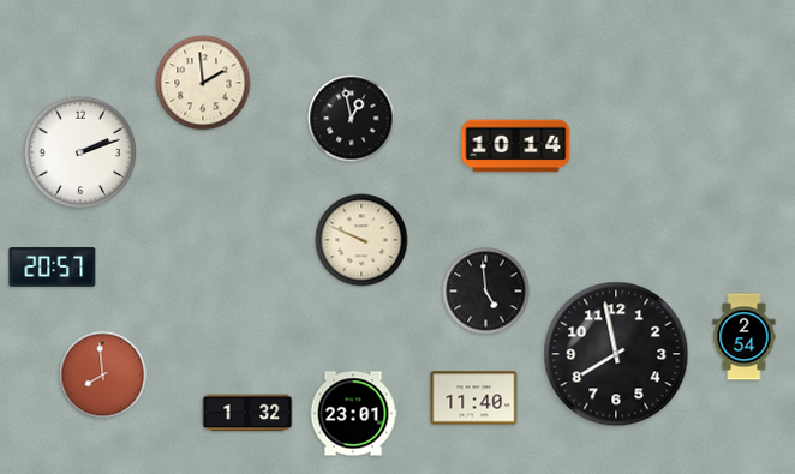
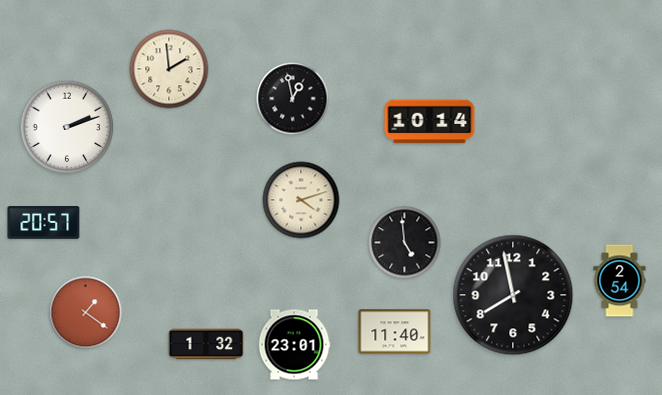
clock at (361, 240): 9:49 -> 4:12
clock at (103, 376): 7:59 -> 1:21
